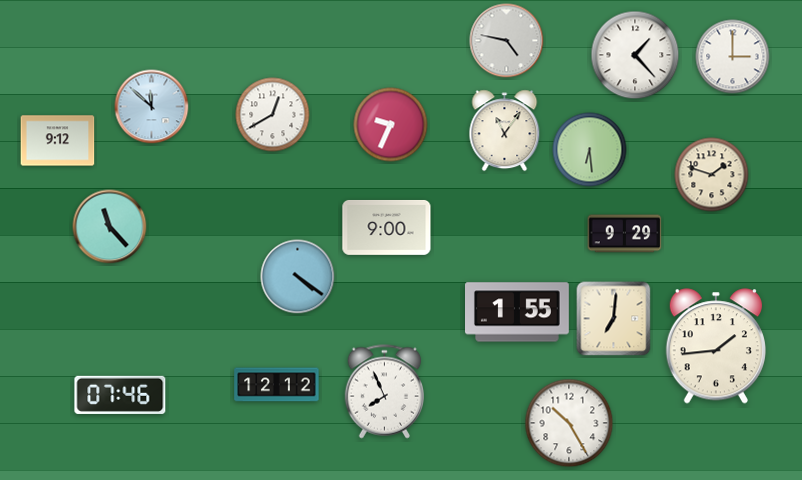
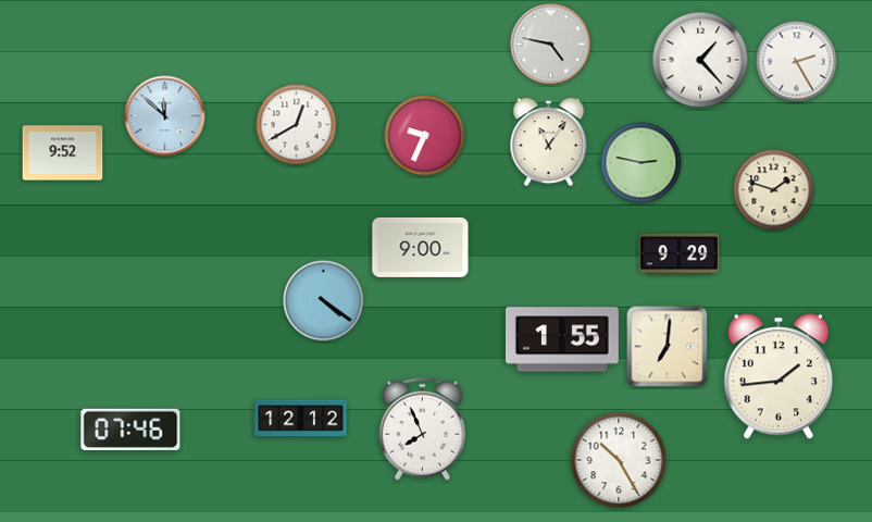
clock at (635, 55) position: (635, 55) -> (700, 60)
clock at (733, 57): 3:00 -> 2:25
clock at (58, 141): 9:12 -> 9:52
clock at (590, 150): 6:29 -> 2:47
clock at (110, 227): 11:23 -> none
clock at (384, 392) position: (384, 392) -> (422, 430)
